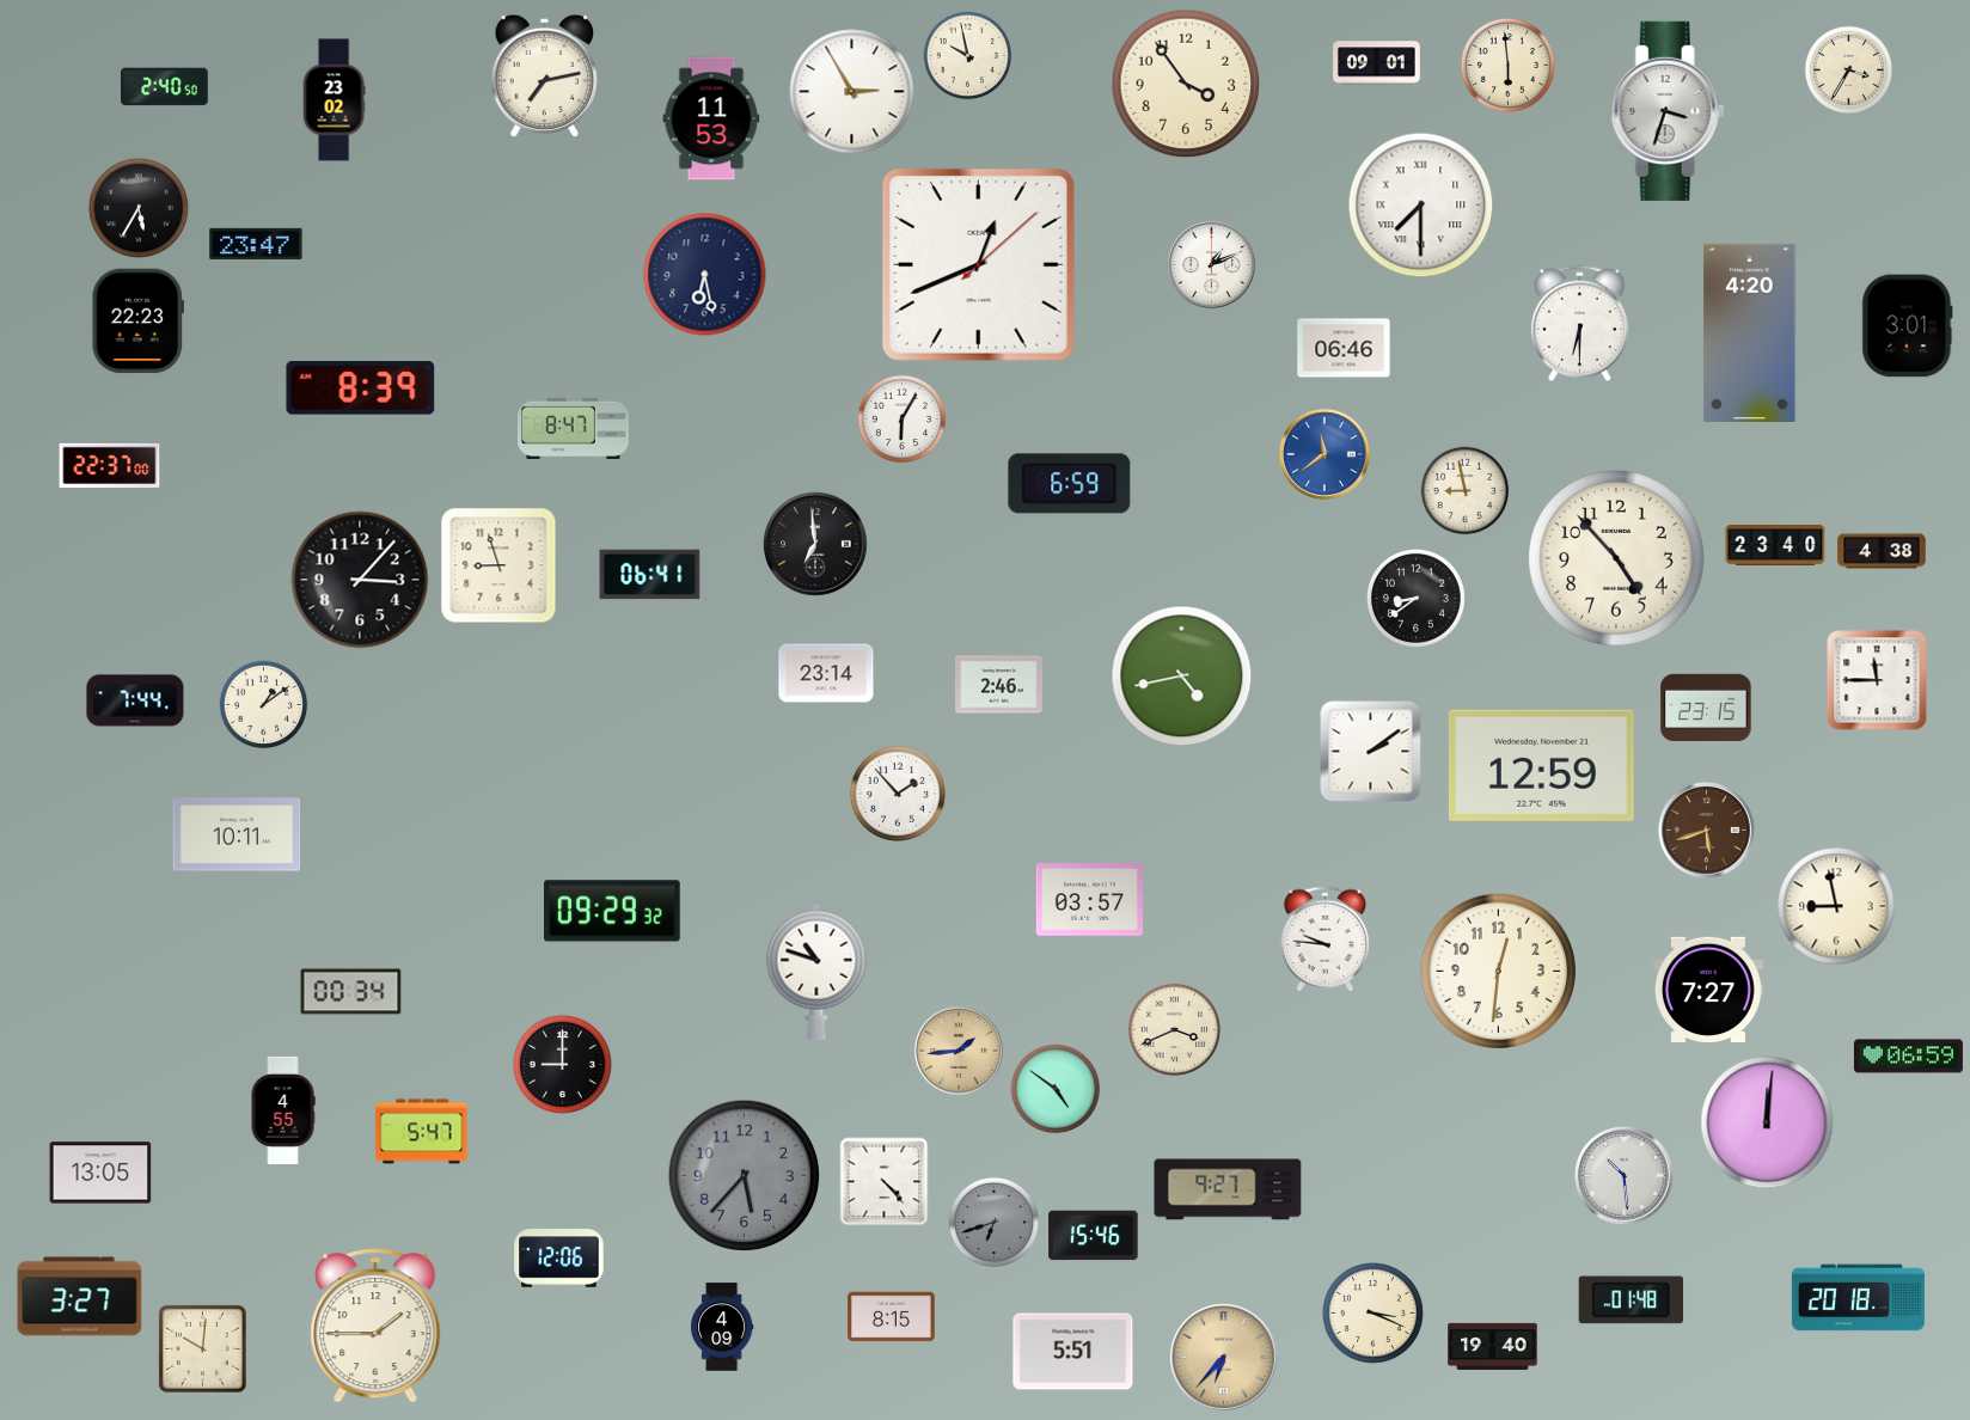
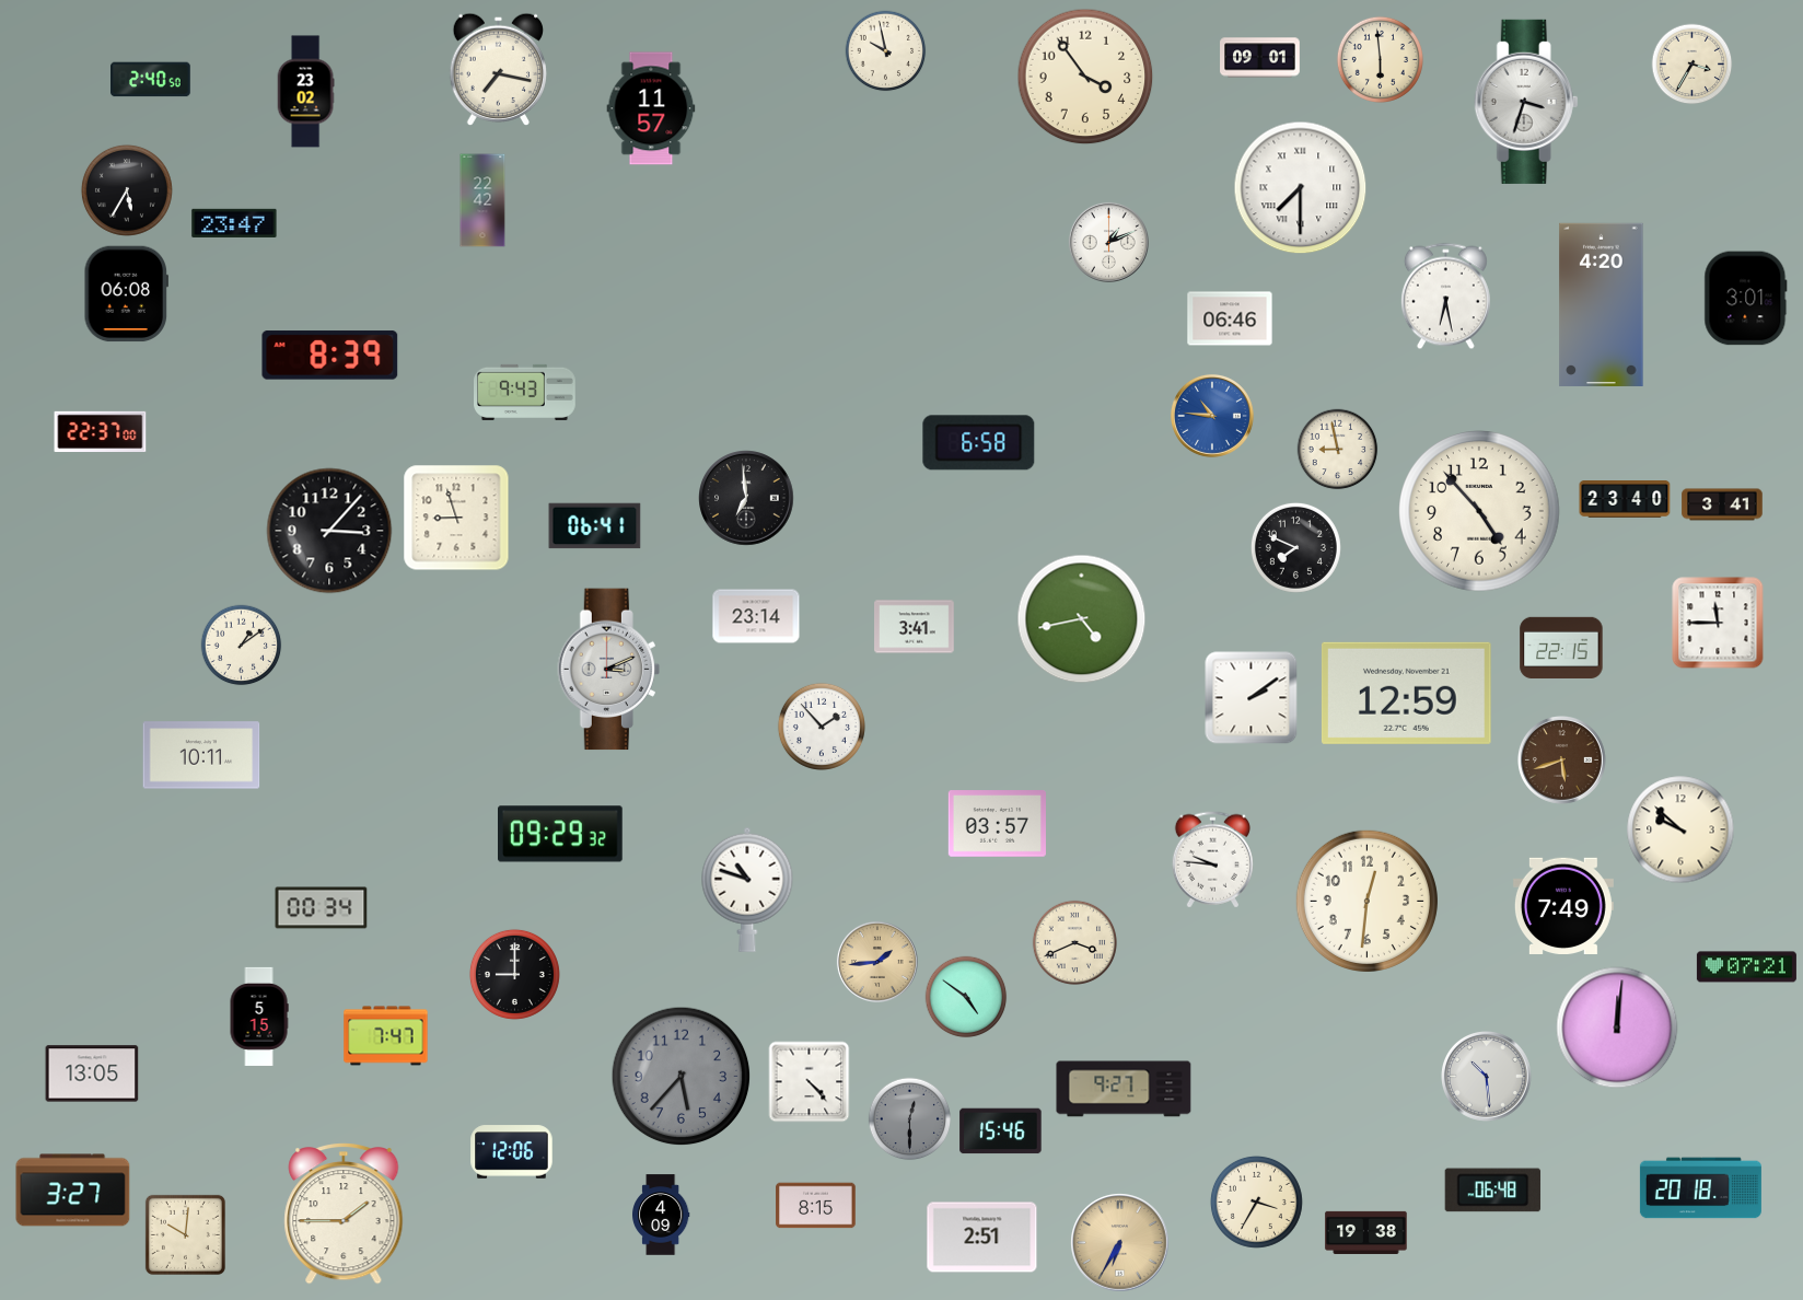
clock at (545, 75): 7:13 -> 7:17
clock at (852, 92): 2:55 -> none
clock at (711, 118): 11:53 -> 11:57
clock at (482, 200): none -> 22:42
clock at (978, 264): 12:41 -> none
clock at (705, 275): 6:28 -> none
clock at (137, 322): 22:23 -> 06:08
clock at (1579, 324): 6:30 -> 6:28
clock at (903, 420): 6:05 -> none
clock at (574, 428): 8:47 -> 9:43
clock at (1324, 454): 11:39 -> 10:46
clock at (110, 465) position: (110, 465) -> (101, 431)
clock at (1070, 484): 6:59 -> 6:58
clock at (1466, 491) position: (1466, 491) -> (1338, 450)
clock at (1882, 551): 4:38 -> 3:41
clock at (1415, 598): 8:39 -> 7:49
clock at (999, 685): 2:46 -> 3:41
clock at (135, 700): 7:44 -> none
clock at (1706, 706): 23:15 -> 22:15
clock at (608, 670): none -> 3:11
clock at (1371, 752) position: (1371, 752) -> (1252, 698)
clock at (1541, 765) position: (1541, 765) -> (1406, 693)
clock at (237, 834) position: (237, 834) -> (201, 755)
clock at (1836, 906): 8:58 -> 9:52
clock at (1498, 971) position: (1498, 971) -> (1366, 901)
clock at (1708, 989): 7:27 -> 7:49
clock at (1908, 1057): 06:59 -> 07:21
clock at (283, 1110): 4:55 -> 5:15
clock at (422, 1132): 5:47 -> 7:47
clock at (995, 1223): 6:42 -> 12:30
clock at (80, 1297) position: (80, 1297) -> (73, 1191)
clock at (1632, 1300): 01:48 -> 06:48
clock at (1372, 1312): 3:19 -> 3:35
clock at (1493, 1346): 19:40 -> 19:38
clock at (1073, 1352): 5:51 -> 2:51
clock at (1224, 1358): 6:37 -> 6:35
